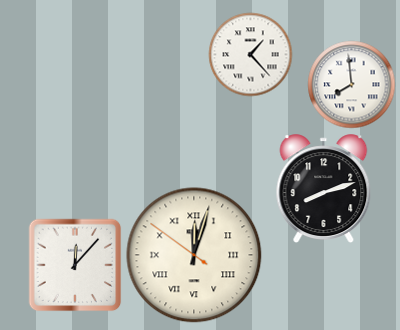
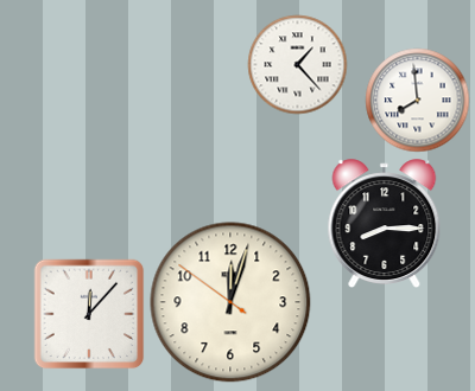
clock at (324, 188): 8:12 -> 8:15
clock at (194, 255) numerals: Roman -> Arabic
